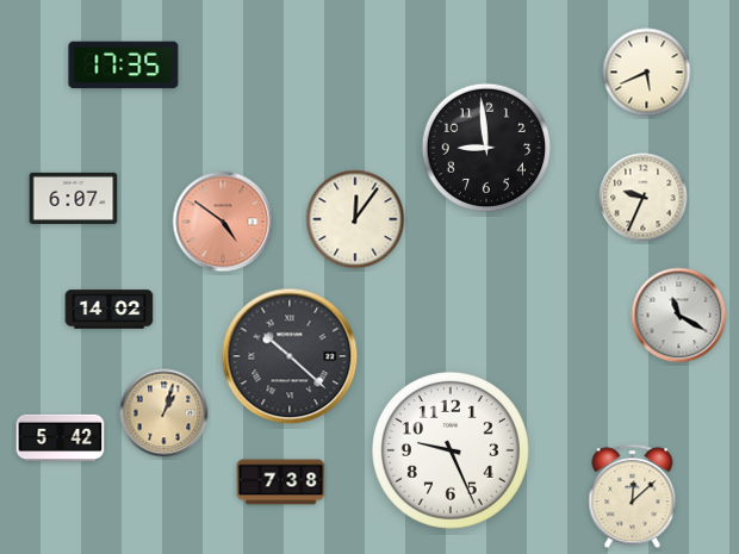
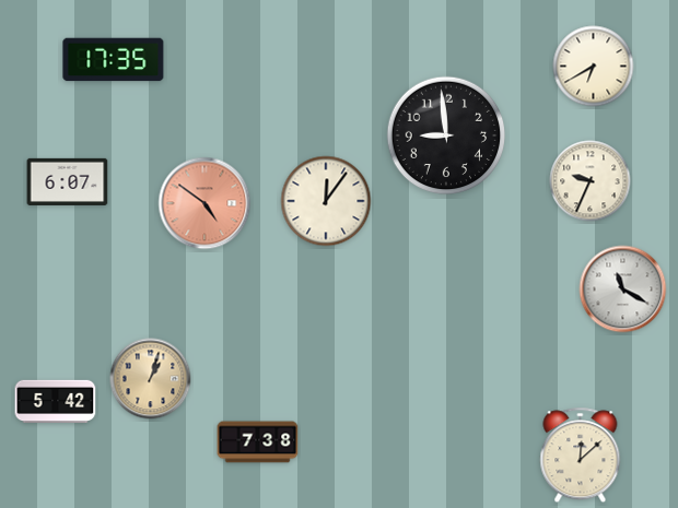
clock at (647, 73): 5:41 -> 6:40
clock at (110, 310): 14:02 -> none
clock at (290, 356): 10:22 -> none
clock at (452, 452): 9:26 -> none
